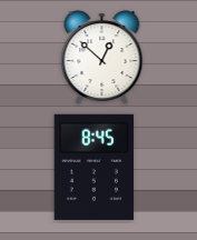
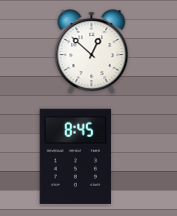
clock at (95, 167) position: (95, 167) -> (76, 156)
